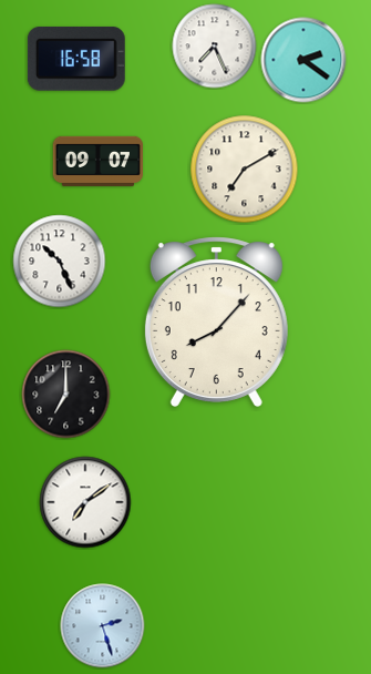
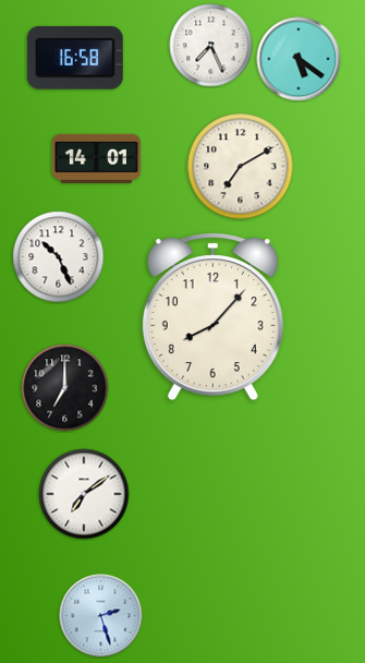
clock at (303, 60): 2:21 -> 5:21
clock at (97, 161): 09:07 -> 14:01
